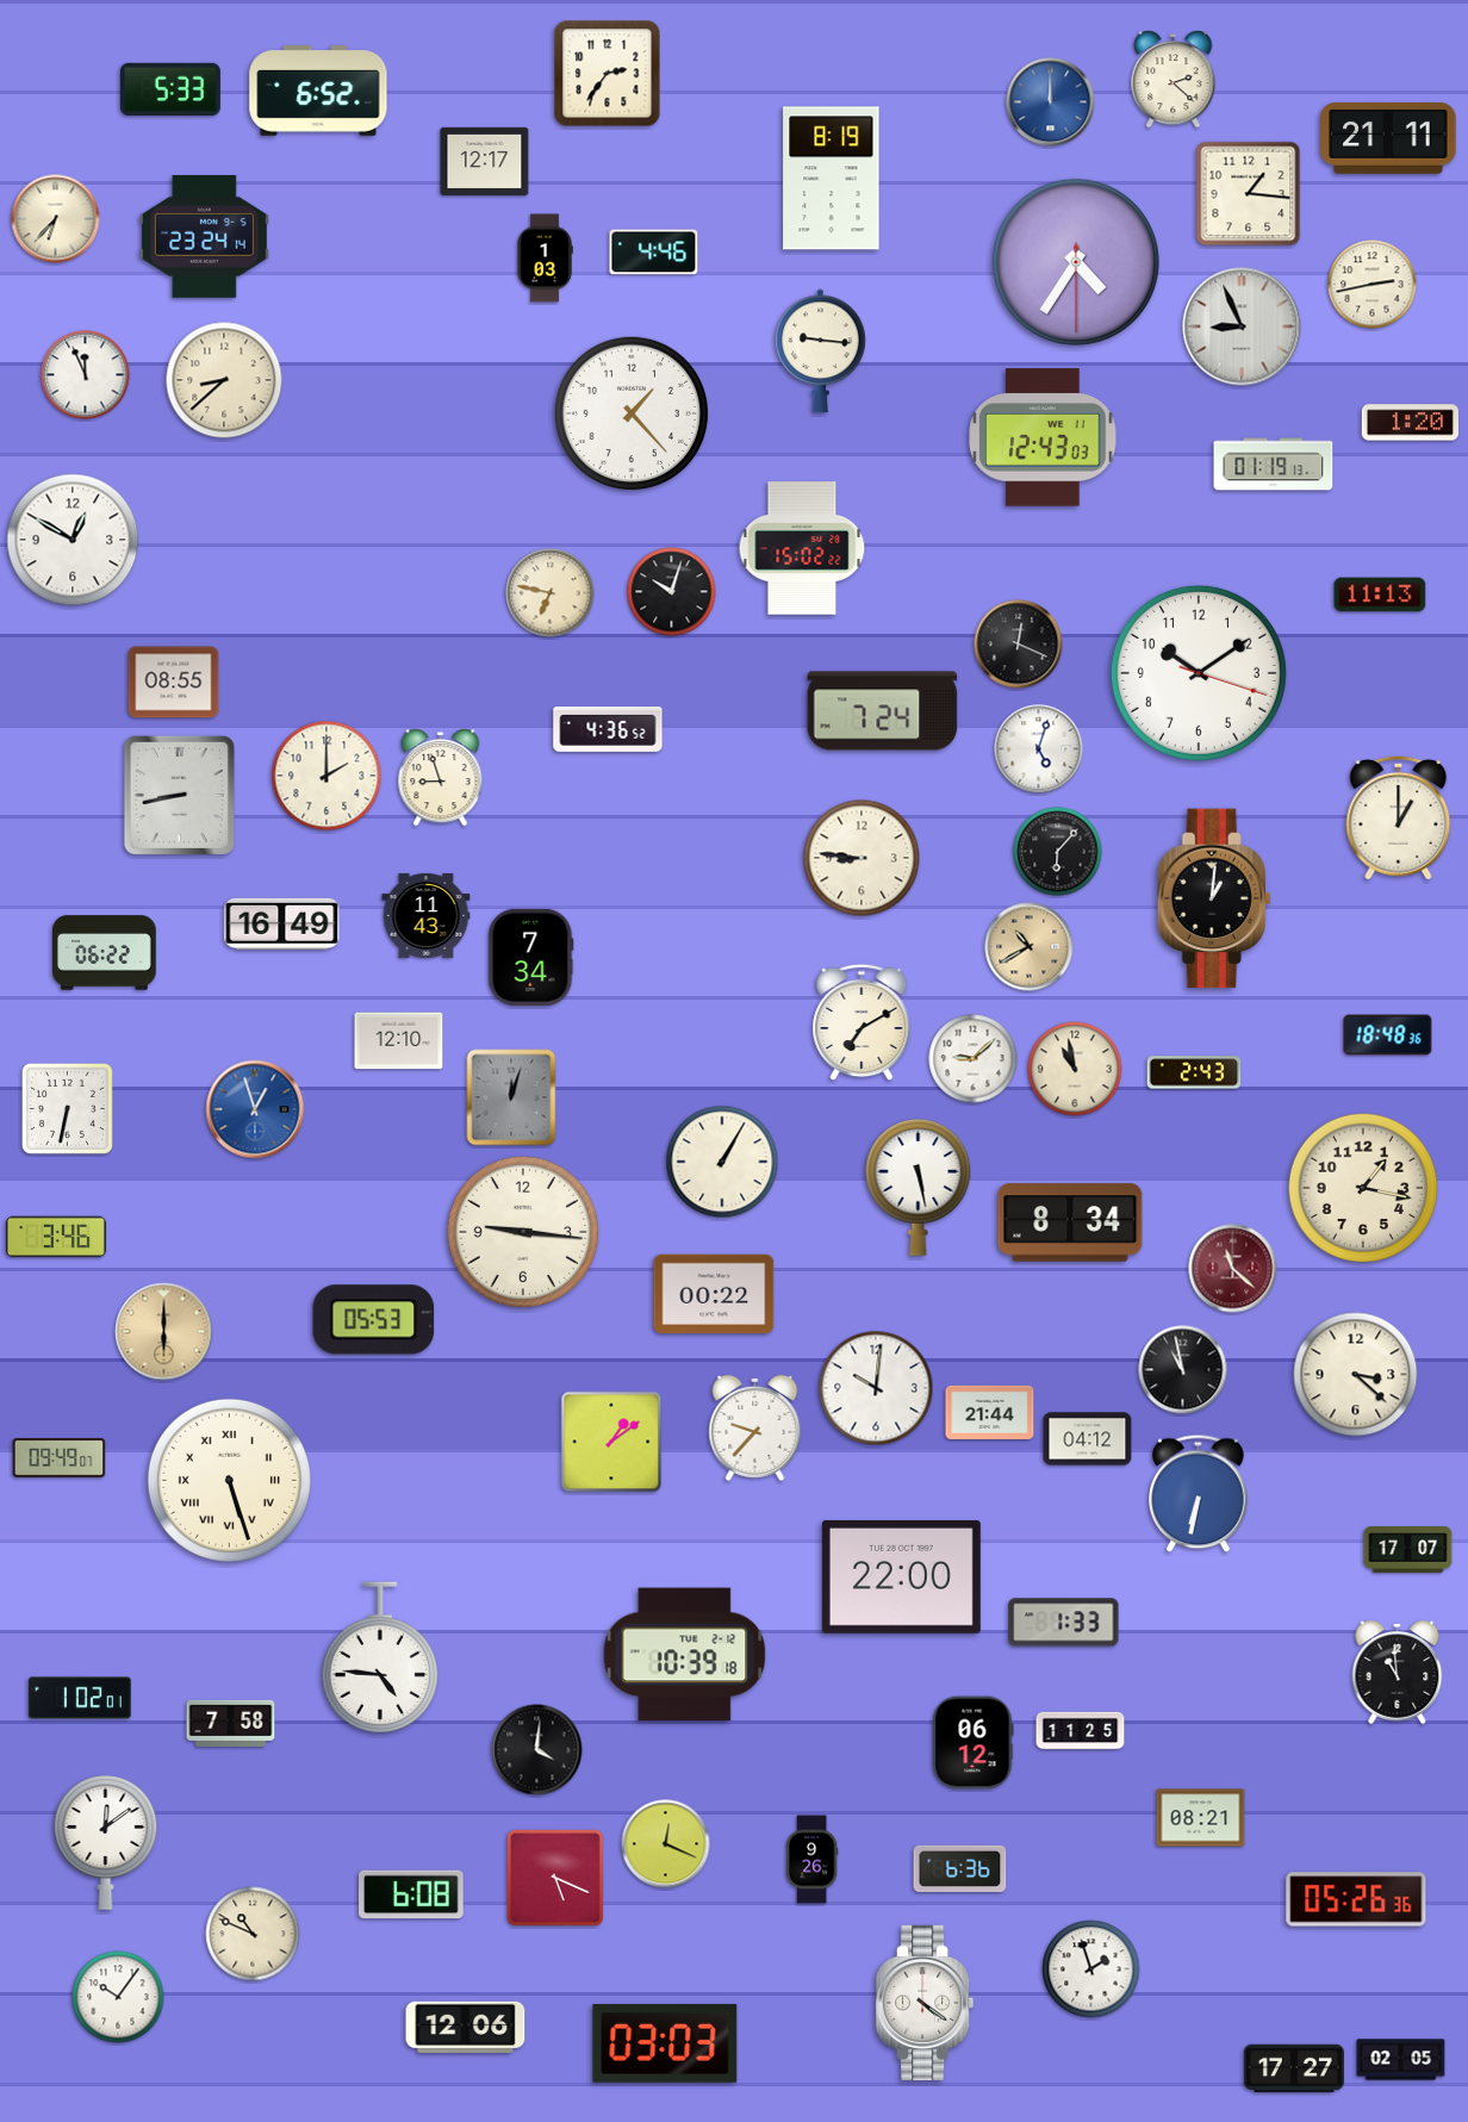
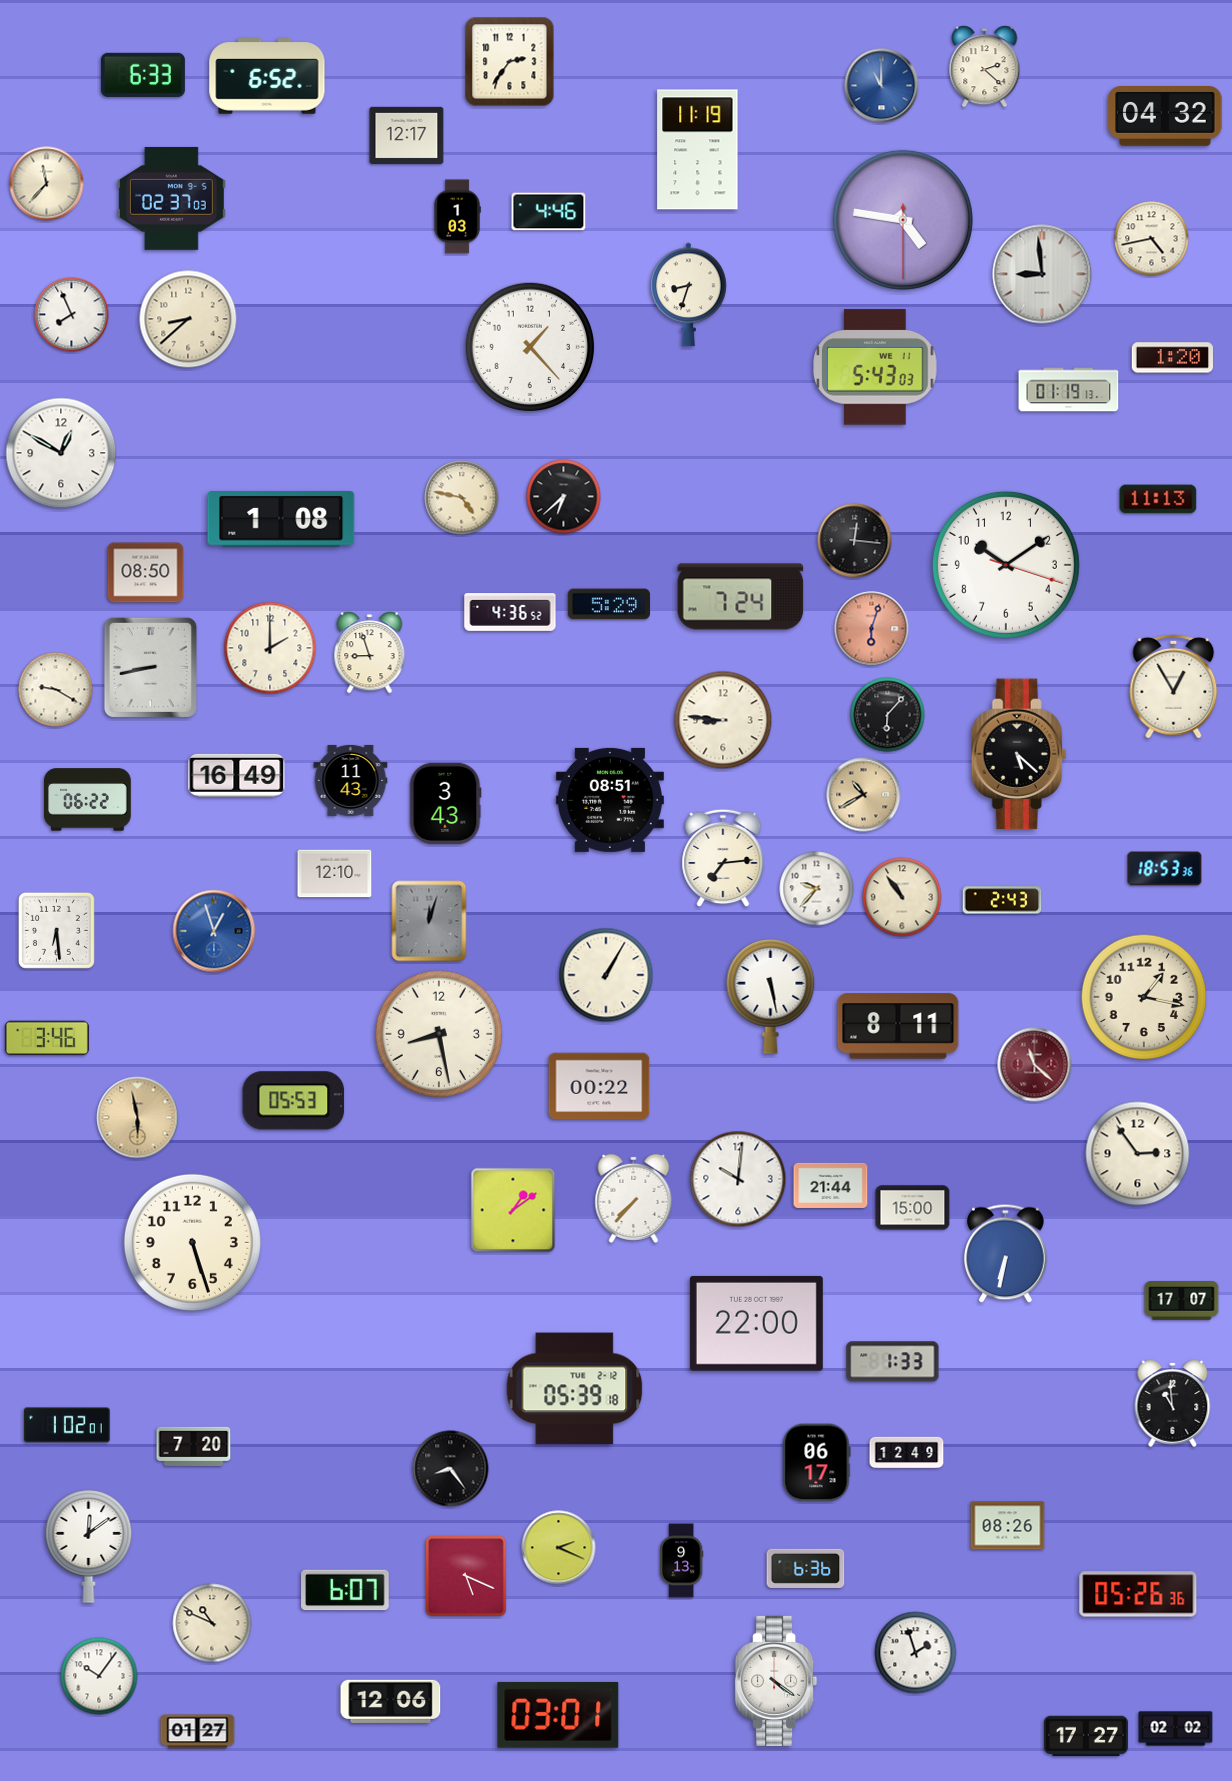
clock at (170, 89): 5:33 -> 6:33
clock at (1051, 102): 12:00 -> 11:00
clock at (1388, 139): 21:11 -> 04:32
clock at (832, 179): 8:19 -> 11:19
clock at (1249, 194): 1:16 -> none
clock at (56, 219): 6:37 -> 11:37
clock at (204, 236): 23:24 -> 02:37
clock at (1076, 262): 4:35 -> 4:46
clock at (1373, 285): 2:43 -> 4:43
clock at (1242, 326): 8:56 -> 8:59
clock at (821, 351): 9:16 -> 8:33
clock at (86, 375): 11:56 -> 7:56
clock at (1410, 423) position: (1410, 423) -> (1172, 358)
clock at (1043, 437): 12:43 -> 5:43
clock at (802, 548): 15:02 -> none
clock at (672, 592): 10:03 -> 6:38
clock at (550, 593): 6:47 -> 4:47
clock at (281, 520): none -> 1:08
clock at (1019, 645): 12:19 -> 12:16
clock at (174, 683): 08:55 -> 08:50
clock at (609, 604): none -> 5:29
clock at (1039, 749): 5:03 -> 6:03
clock at (1039, 749) dial: white -> salmon
clock at (326, 776) position: (326, 776) -> (270, 648)
clock at (1399, 817): 1:00 -> 12:55
clock at (56, 690): none -> 9:20
clock at (1214, 898): 1:01 -> 5:22
clock at (427, 915) position: (427, 915) -> (351, 780)
clock at (610, 800): none -> 08:51
clock at (531, 957): 7:34 -> 3:43
clock at (861, 1022): 7:10 -> 7:14
clock at (1388, 1035): 18:48 -> 18:53
clock at (974, 1059): 9:08 -> 9:37
clock at (1075, 1069): 10:58 -> 10:54
clock at (67, 1108): 6:32 -> 6:29
clock at (1070, 1222): 8:34 -> 8:11
clock at (523, 1232): 9:16 -> 8:28
clock at (374, 1320) position: (374, 1320) -> (294, 1101)
clock at (164, 1332): 6:00 -> 5:58
clock at (1183, 1370): 10:58 -> none
clock at (1356, 1375): 3:22 -> 2:54
clock at (876, 1388) position: (876, 1388) -> (738, 1179)
clock at (755, 1427): 9:37 -> 7:37
clock at (1088, 1439): 04:12 -> 15:00
clock at (60, 1457): 09:49 -> none
clock at (229, 1480) numerals: Roman -> Arabic
clock at (685, 1655): 10:39 -> 05:39
clock at (380, 1657): 4:46 -> none
clock at (231, 1723): 7:58 -> 7:20
clock at (1081, 1731): 11:25 -> 12:49
clock at (974, 1743): 06:12 -> 06:17
clock at (537, 1750): 4:01 -> 8:24
clock at (1201, 1818): 08:21 -> 08:26
clock at (666, 1844): 12:19 -> 2:19
clock at (811, 1860): 9:26 -> 9:13
clock at (411, 1894): 6:08 -> 6:07
clock at (665, 2043): 03:03 -> 03:01
clock at (1401, 2060): 02:05 -> 02:02
clock at (198, 1732): none -> 01:27
